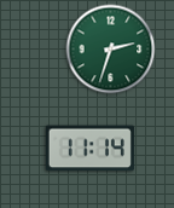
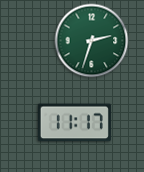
clock at (89, 149): 11:14 -> 11:17
